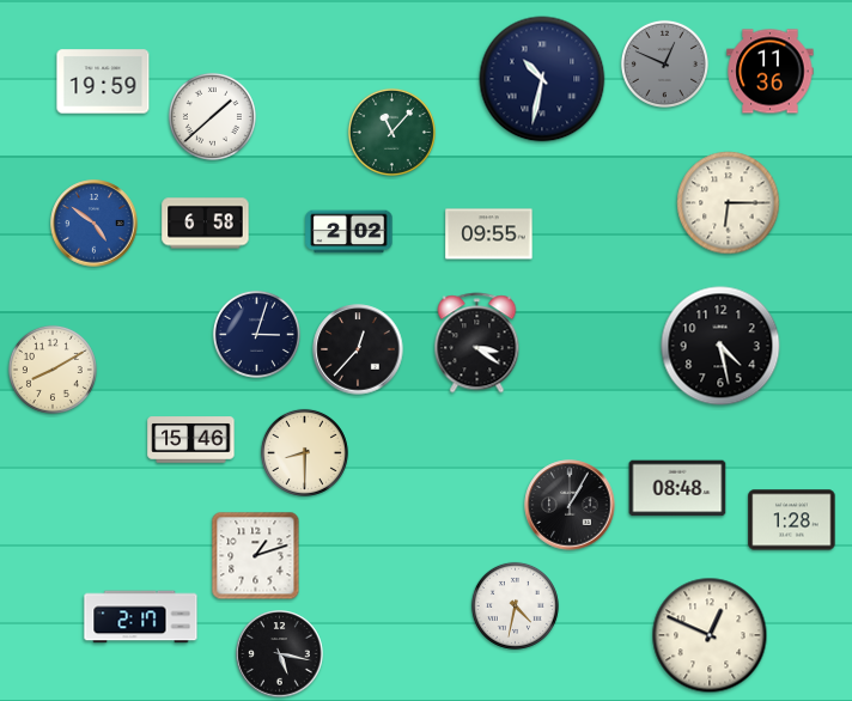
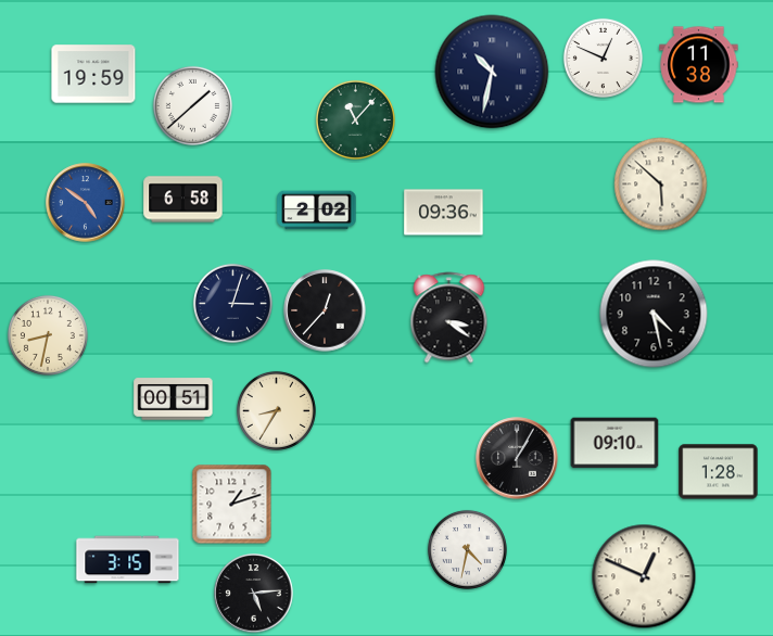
clock at (664, 63) dial: grey -> white
clock at (771, 72): 11:36 -> 11:38
clock at (729, 203): 6:15 -> 5:52
clock at (206, 224) position: (206, 224) -> (183, 200)
clock at (489, 234): 09:55 -> 09:36
clock at (477, 343) position: (477, 343) -> (449, 318)
clock at (358, 349) position: (358, 349) -> (325, 310)
clock at (53, 370): 8:10 -> 8:32
clock at (191, 440): 15:46 -> 00:51
clock at (304, 452): 8:30 -> 8:35
clock at (677, 488): 08:48 -> 09:10
clock at (141, 617): 2:17 -> 3:15
clock at (280, 654): 5:17 -> 5:14
